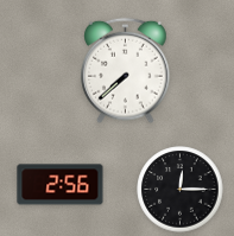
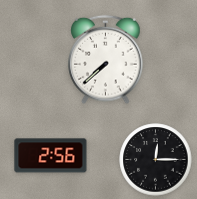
clock at (181, 190) position: (181, 190) -> (156, 160)
